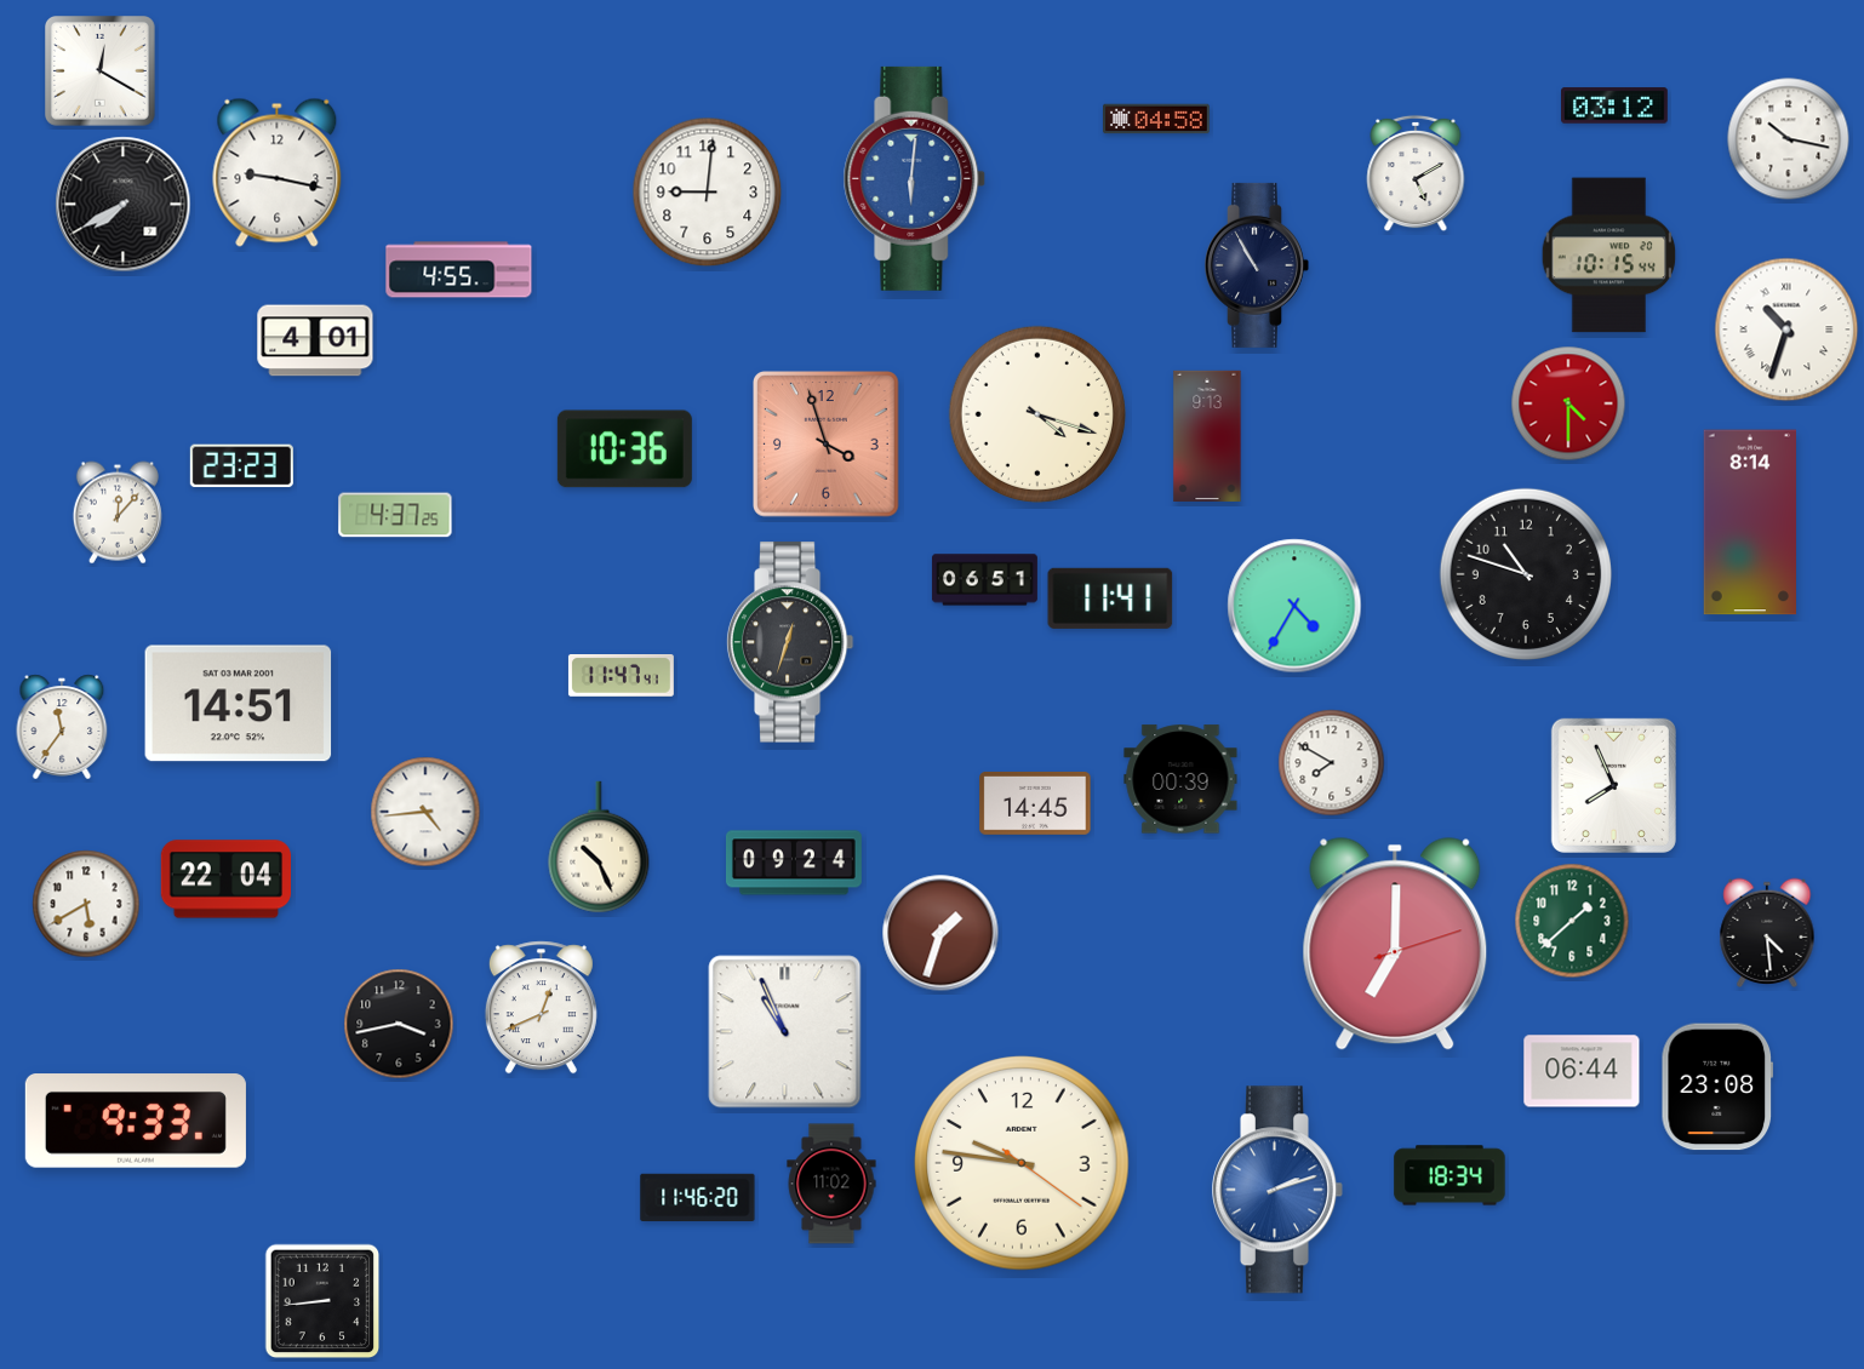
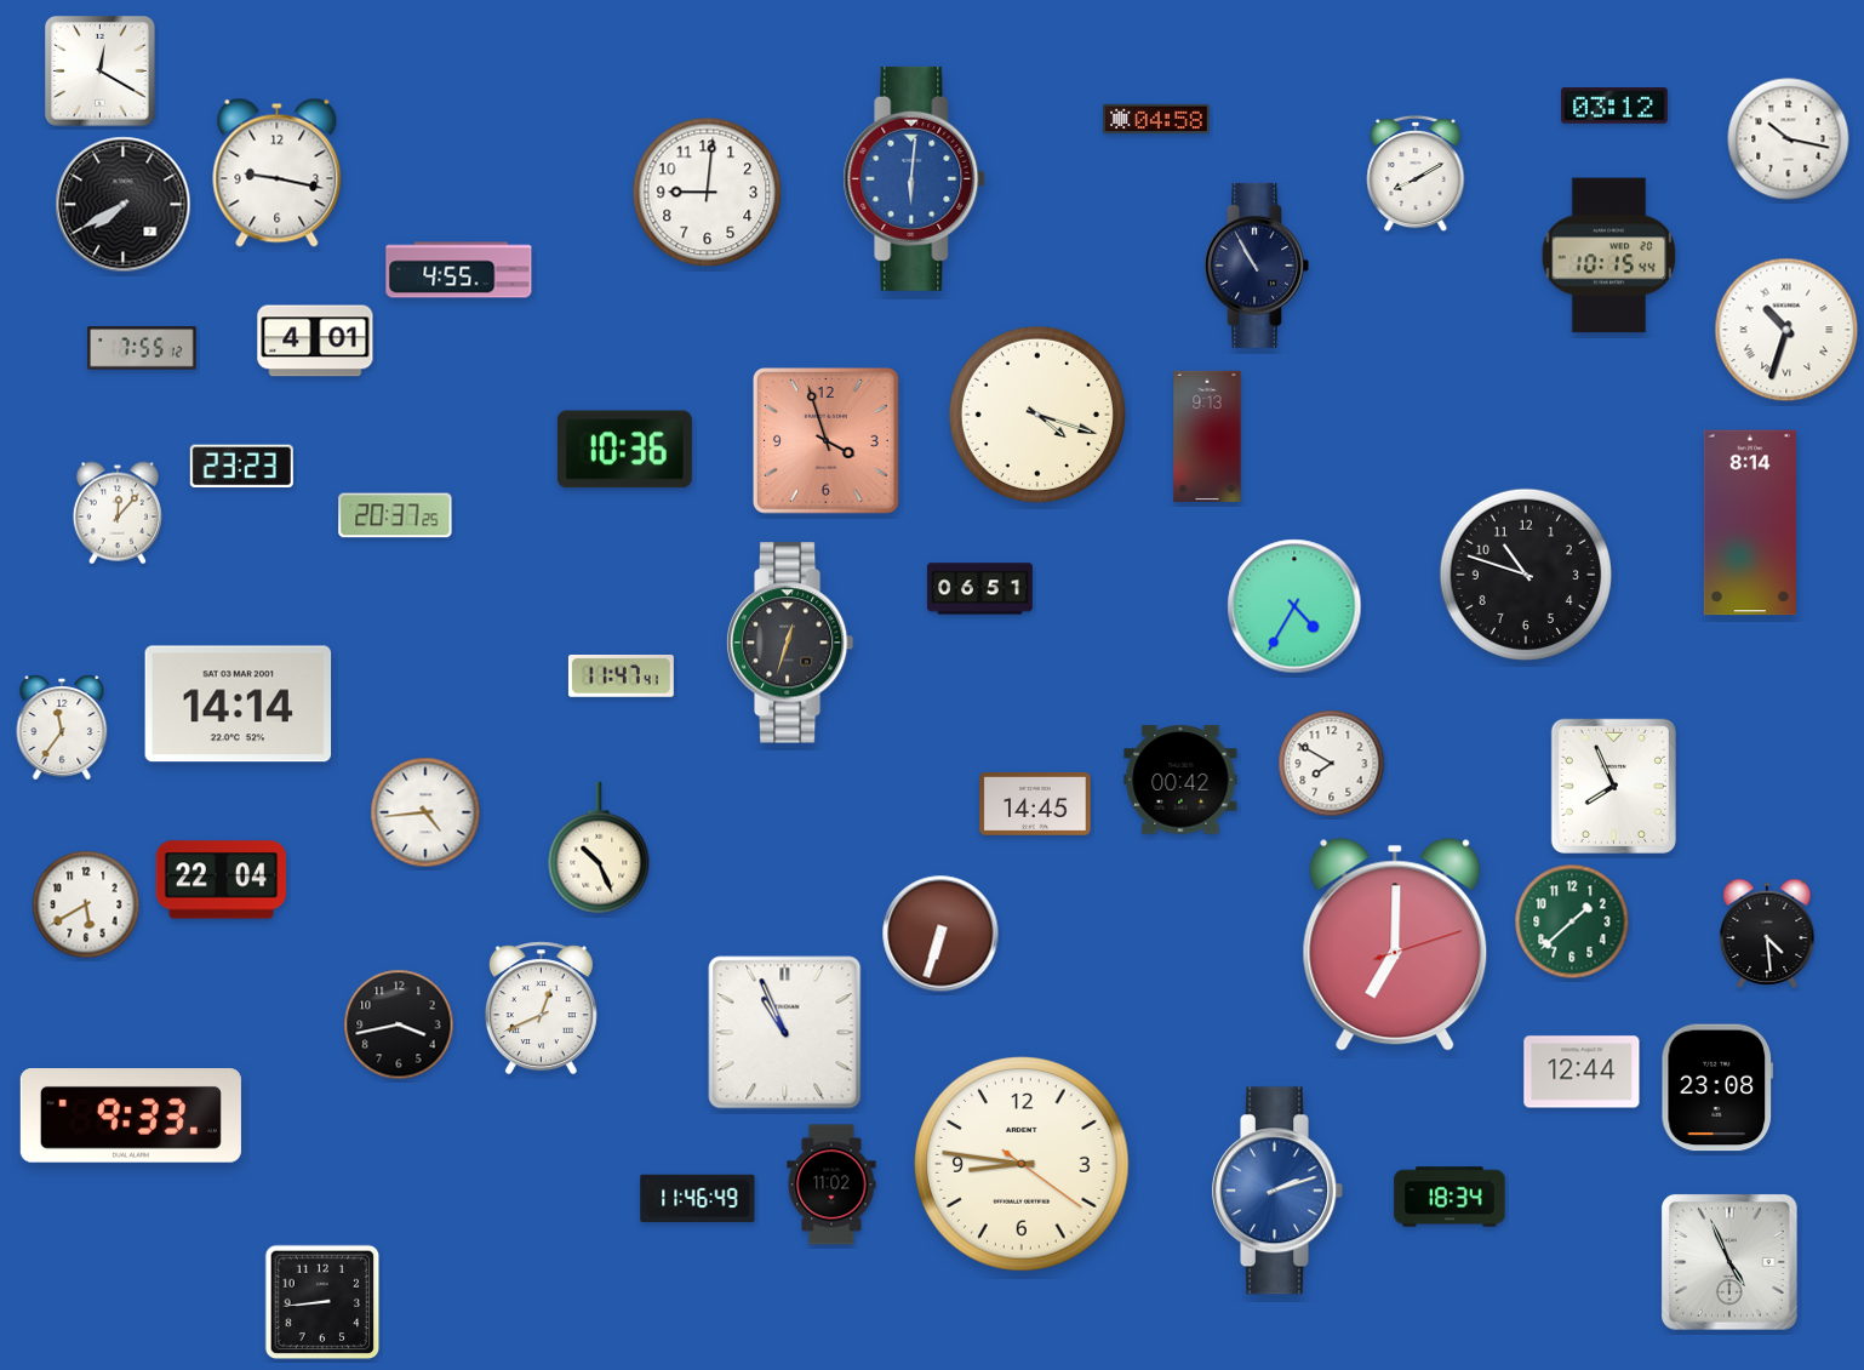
clock at (1416, 173): 5:10 -> 8:10
clock at (142, 348): none -> 7:55
clock at (1568, 403): 4:30 -> none
clock at (827, 445) position: (827, 445) -> (827, 441)
clock at (395, 515): 4:37 -> 20:37
clock at (984, 580) position: (984, 580) -> (979, 589)
clock at (1110, 598): 11:41 -> none
clock at (239, 704): 14:51 -> 14:14
clock at (1180, 779): 00:39 -> 00:42
clock at (794, 863): 09:24 -> none
clock at (225, 880) position: (225, 880) -> (221, 880)
clock at (940, 933): 1:33 -> 6:33
clock at (1582, 1071): 06:44 -> 12:44
clock at (136, 1121) position: (136, 1121) -> (131, 1115)
clock at (1022, 1163): 9:46 -> 8:46
clock at (1450, 1175) position: (1450, 1175) -> (1450, 1197)
clock at (698, 1198): 11:46:20 -> 11:46:49
clock at (1729, 1262): none -> 4:56
